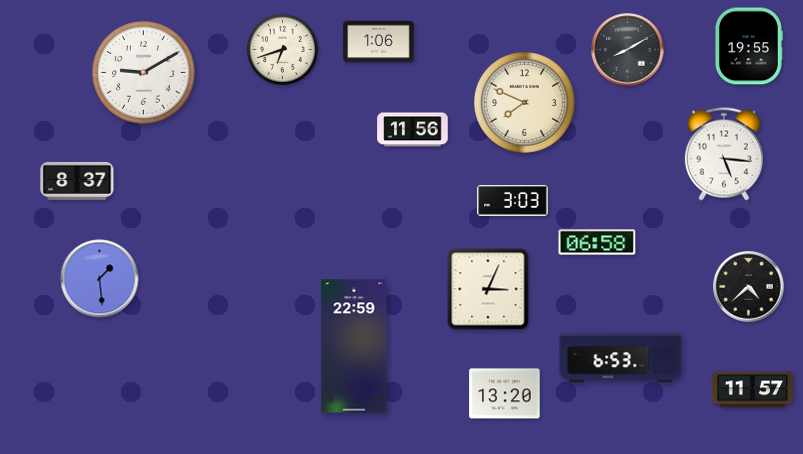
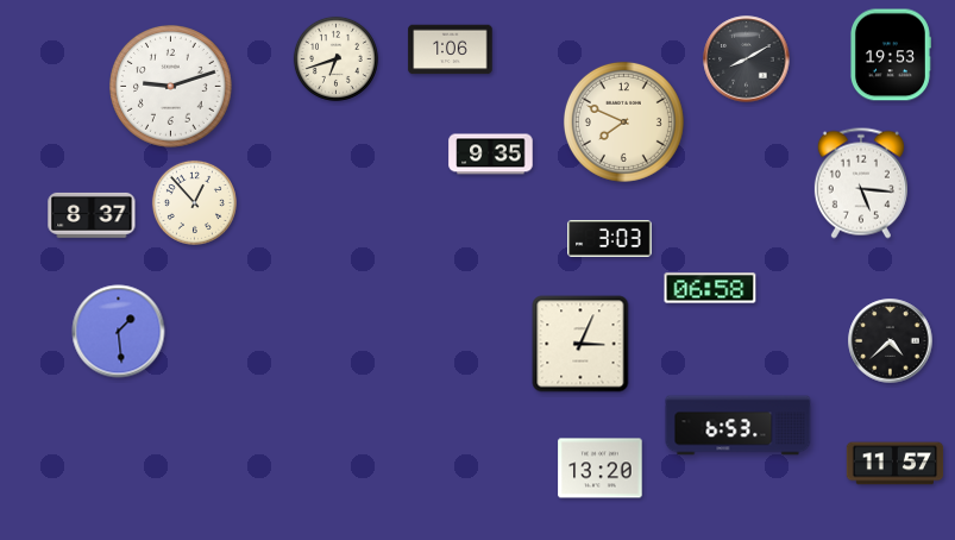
clock at (748, 46): 19:55 -> 19:53
clock at (144, 73): 9:10 -> 9:12
clock at (413, 130): 11:56 -> 9:35
clock at (194, 202): none -> 12:53
clock at (354, 346): 22:59 -> none
